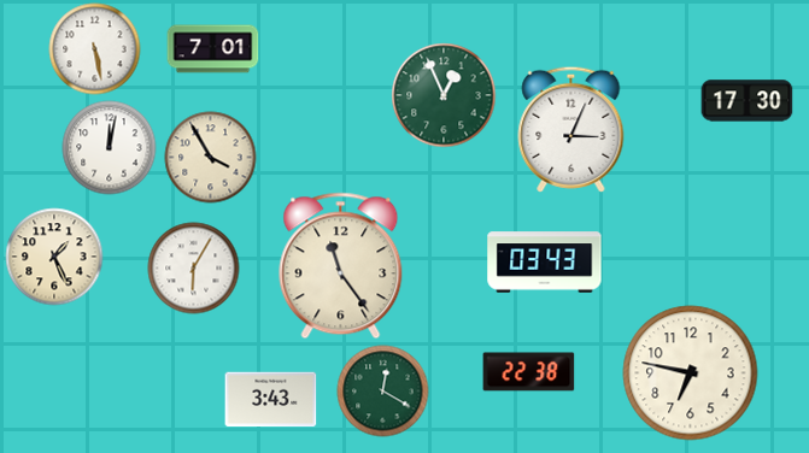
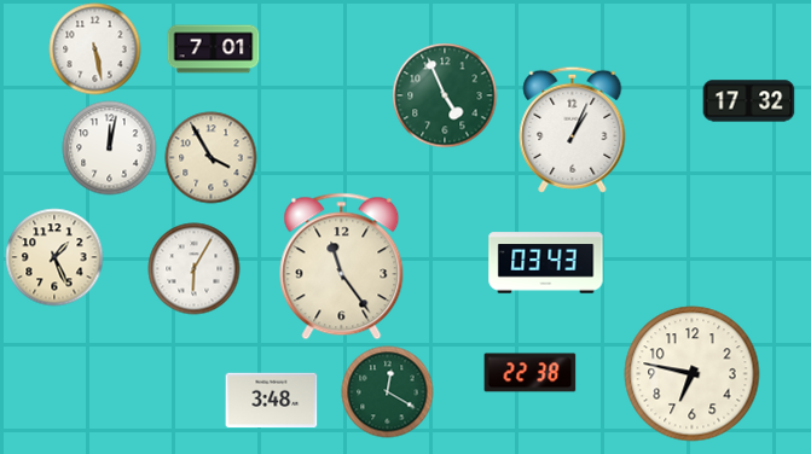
clock at (444, 95): 12:56 -> 4:56
clock at (748, 101): 17:30 -> 17:32
clock at (571, 129): 3:04 -> 1:04
clock at (383, 392) position: (383, 392) -> (388, 392)
clock at (271, 400): 3:43 -> 3:48
